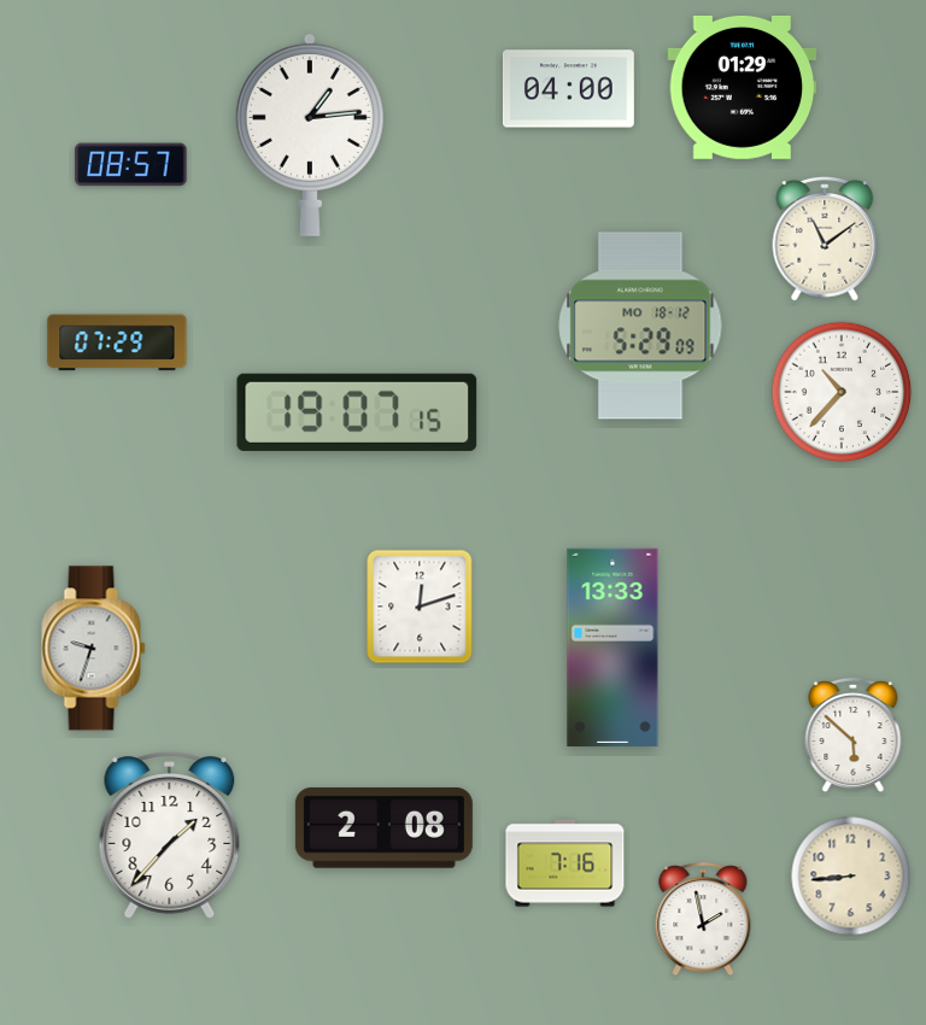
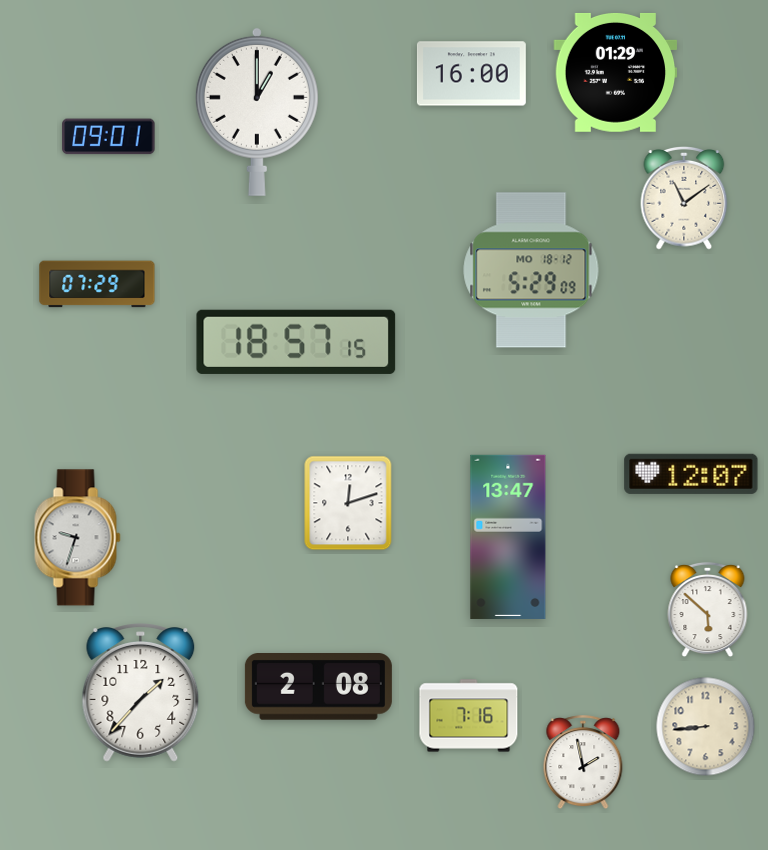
clock at (568, 89): 04:00 -> 16:00
clock at (310, 134): 1:14 -> 1:00
clock at (131, 165): 08:57 -> 09:01
clock at (842, 392): 10:37 -> none
clock at (357, 412): 19:07 -> 18:57
clock at (691, 474): none -> 12:07
clock at (613, 648): 13:33 -> 13:47
